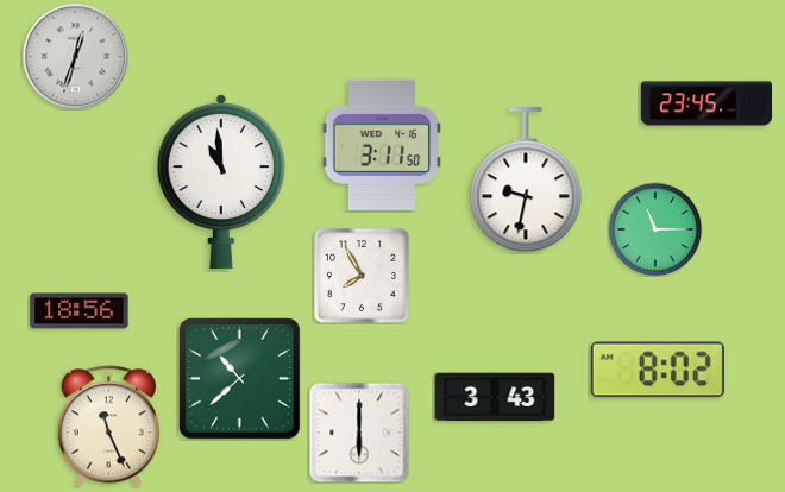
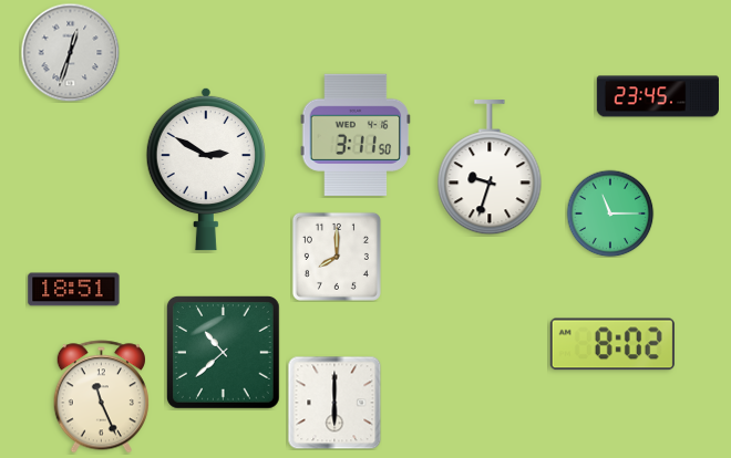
clock at (526, 181): 9:32 -> 9:33
clock at (221, 182): 10:59 -> 2:50
clock at (362, 276): 7:55 -> 8:00
clock at (80, 311): 18:56 -> 18:51
clock at (495, 397): 3:43 -> none
